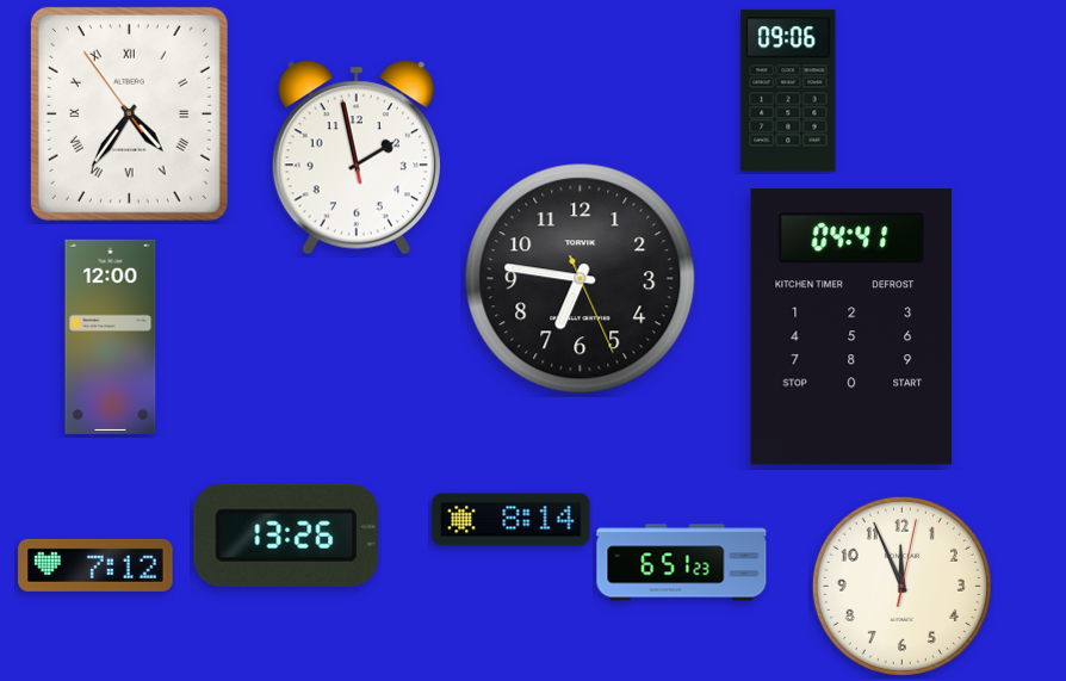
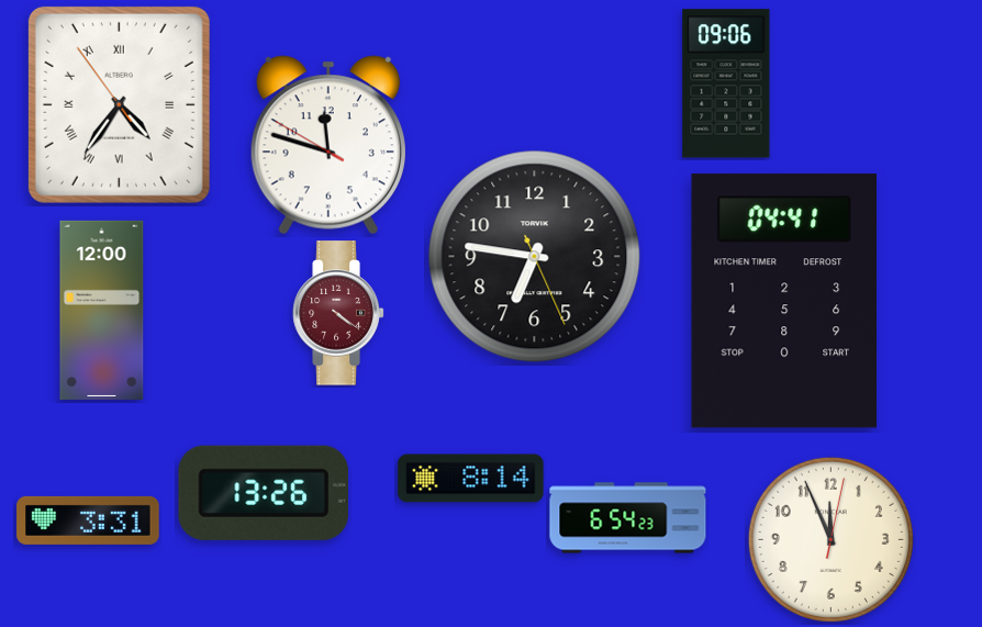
clock at (357, 157): 1:57 -> 11:47
clock at (338, 313): none -> 4:21
clock at (682, 563): 6:51 -> 6:54
clock at (95, 565): 7:12 -> 3:31
